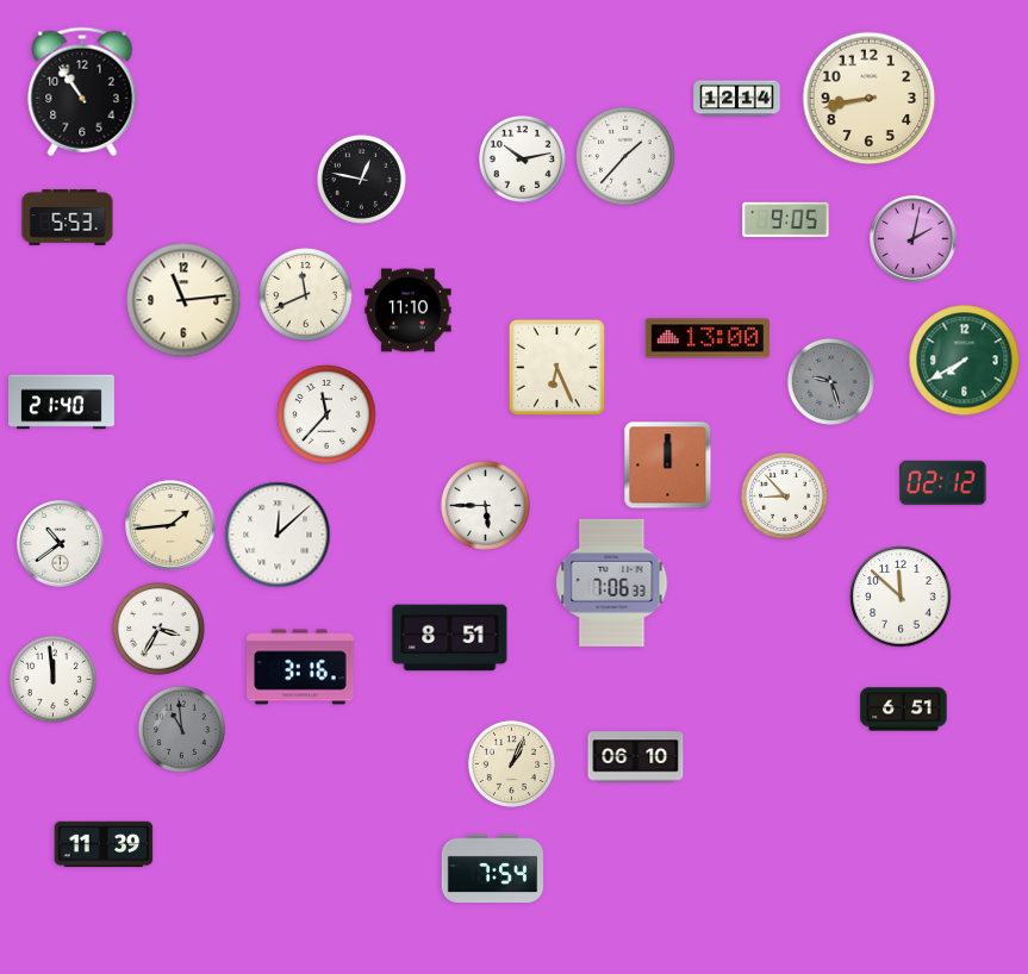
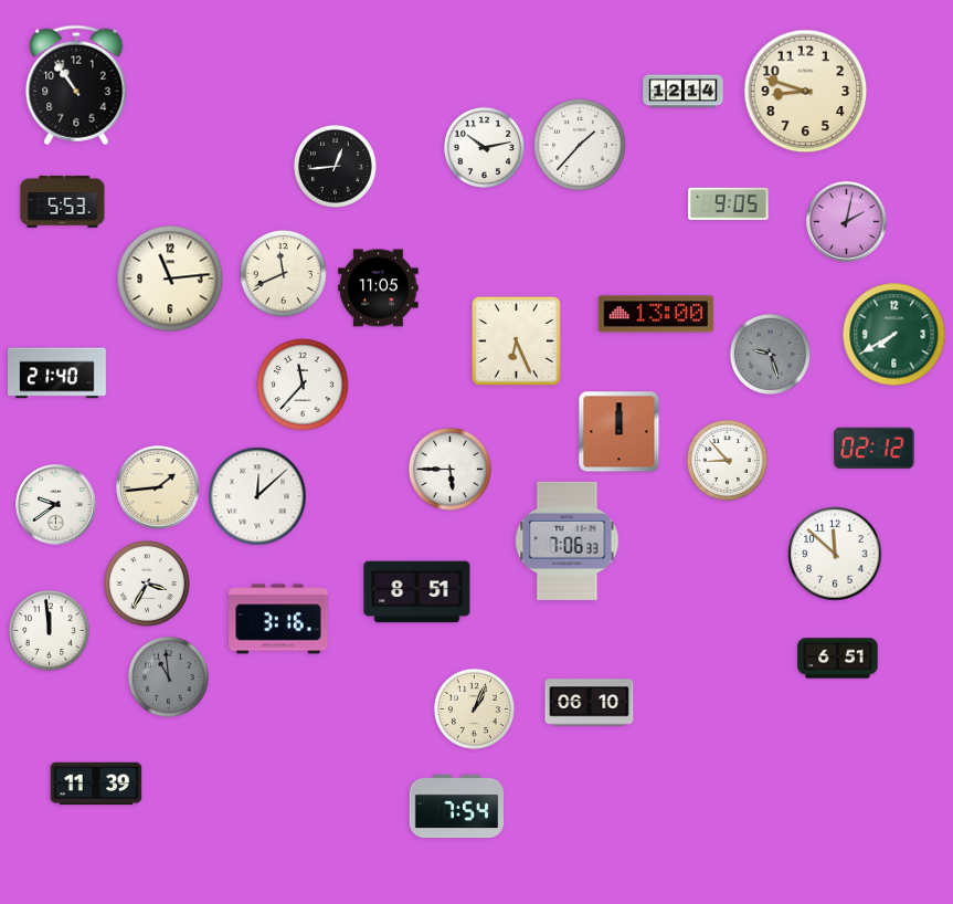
clock at (870, 99): 8:43 -> 8:48
clock at (361, 179): 12:47 -> 12:44
clock at (409, 311): 11:10 -> 11:05
clock at (61, 544): 10:39 -> 9:39
